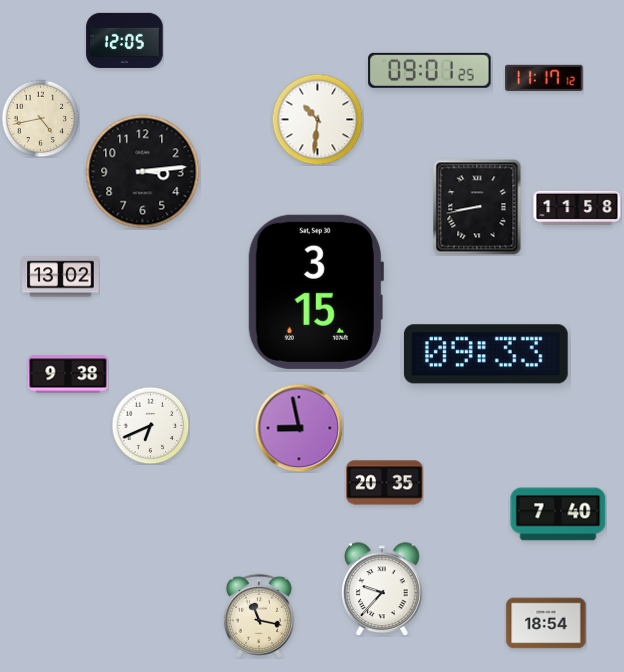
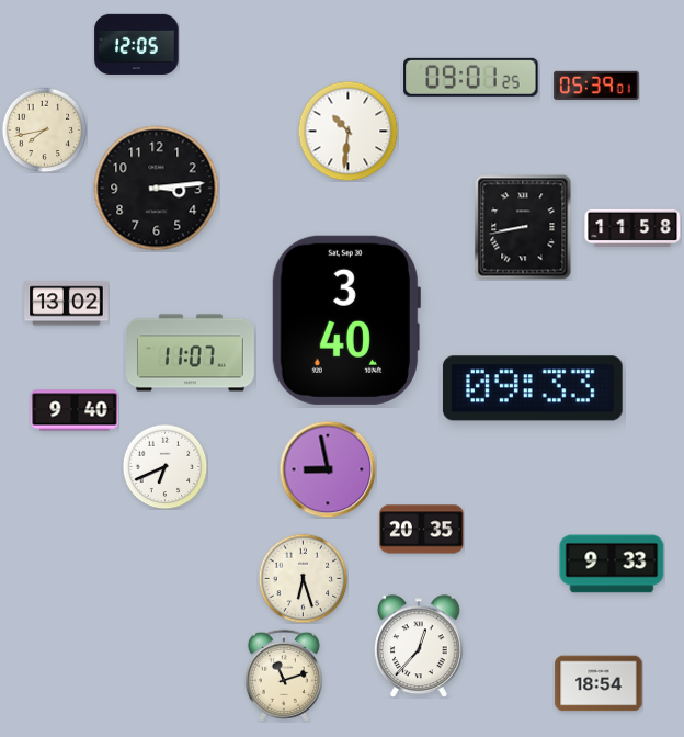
clock at (544, 78): 11:17 -> 05:39
clock at (40, 118): 4:43 -> 7:43
clock at (315, 292): 3:15 -> 3:40
clock at (191, 353): none -> 11:07
clock at (68, 374): 9:38 -> 9:40
clock at (558, 514): 7:40 -> 9:33
clock at (303, 578): none -> 6:27
clock at (383, 589): 9:37 -> 12:37
clock at (259, 616): 11:17 -> 11:12
